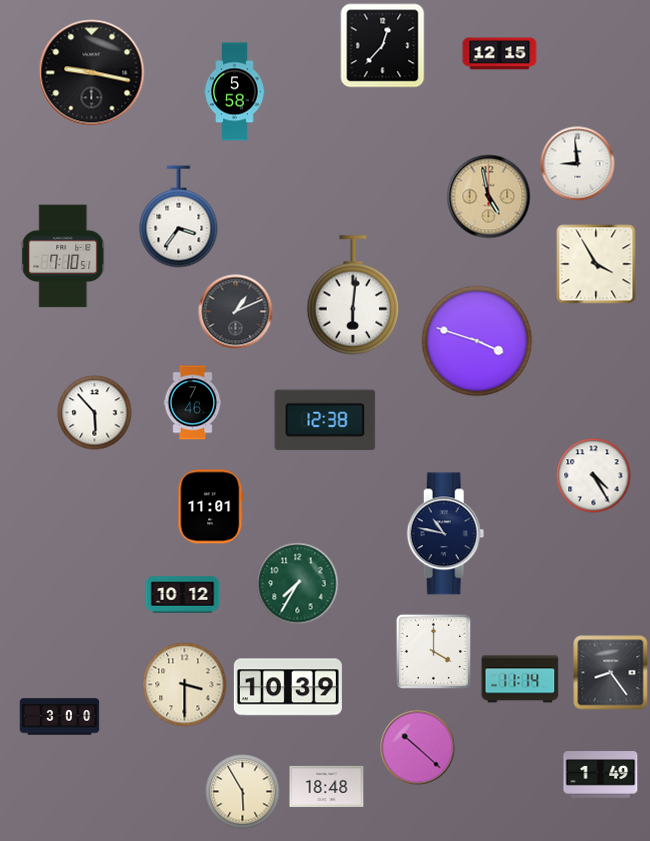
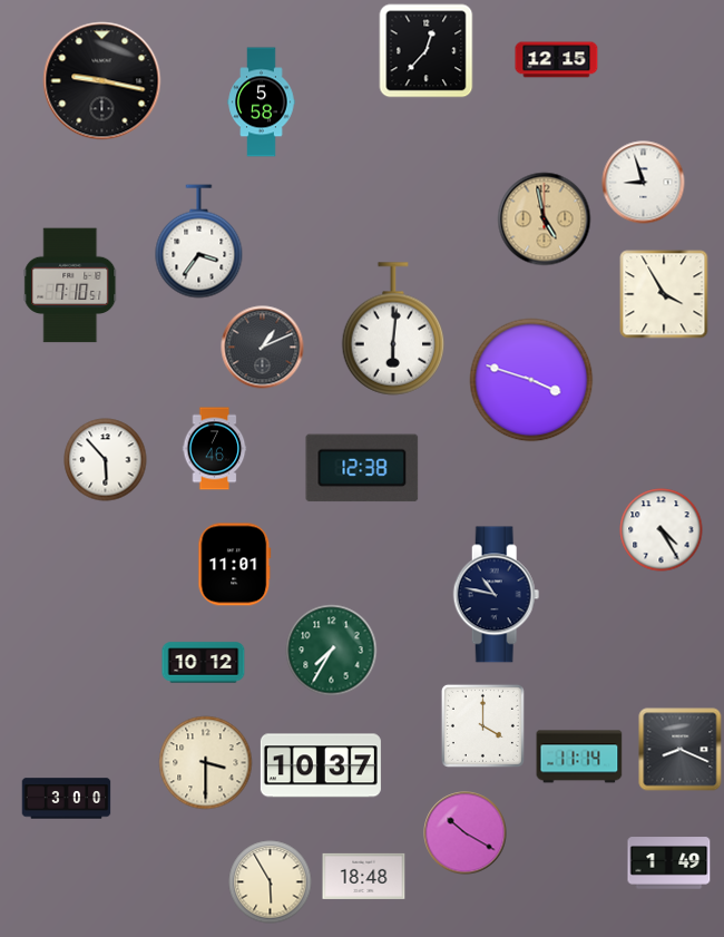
clock at (578, 164): 8:59 -> 8:57
clock at (611, 673): 8:24 -> 8:19
clock at (288, 687): 10:39 -> 10:37
clock at (418, 748): 10:22 -> 10:20
